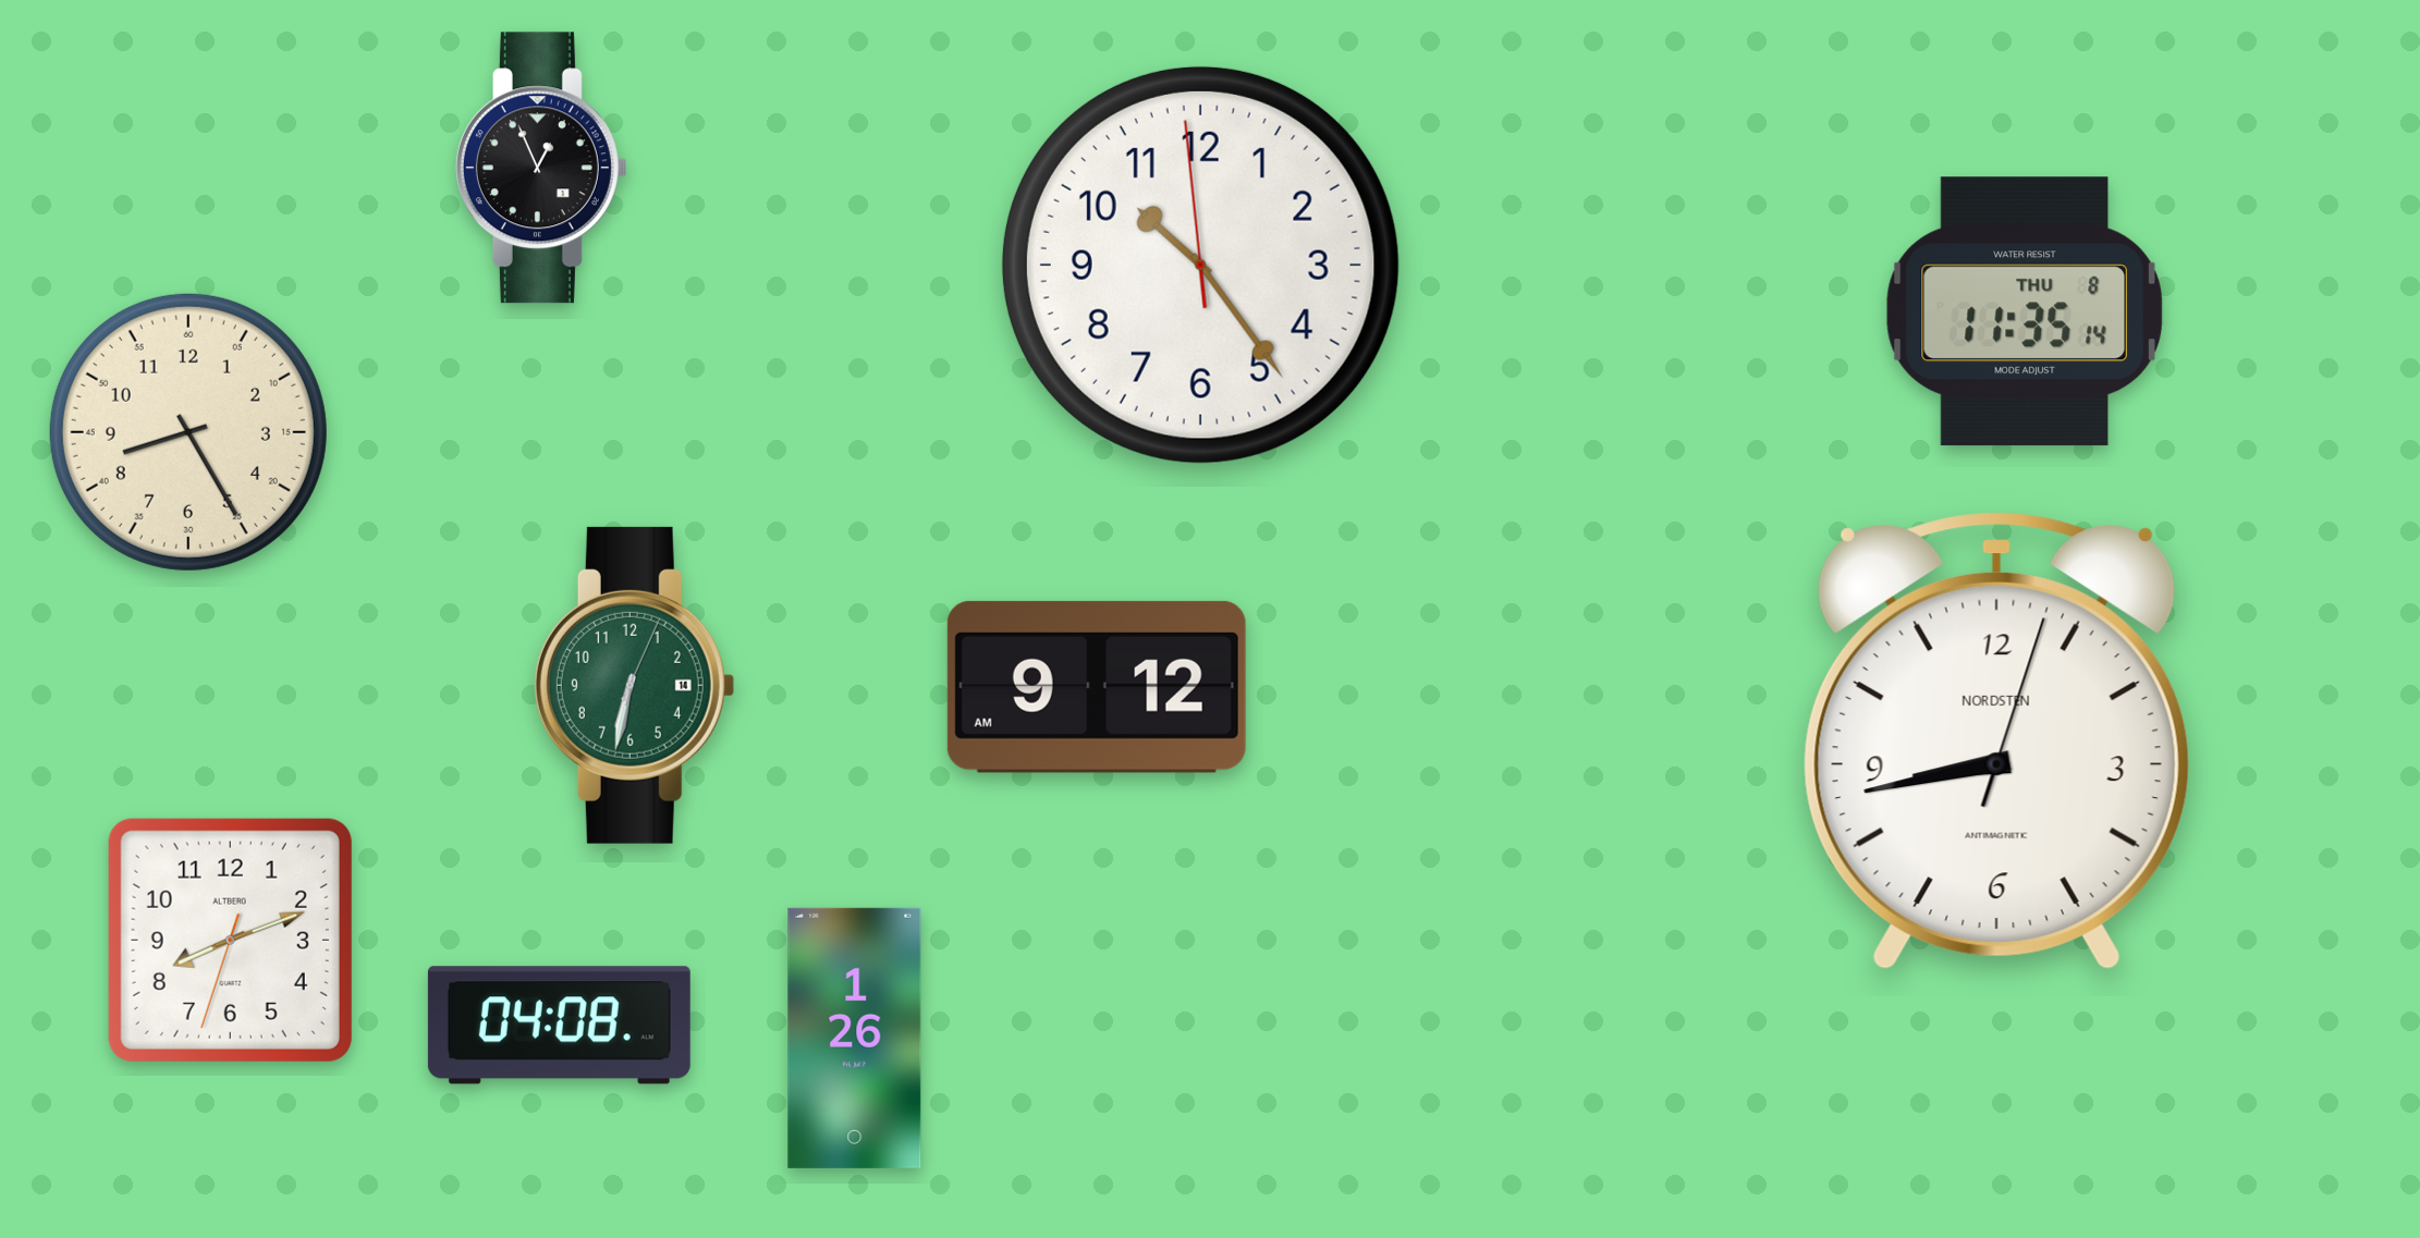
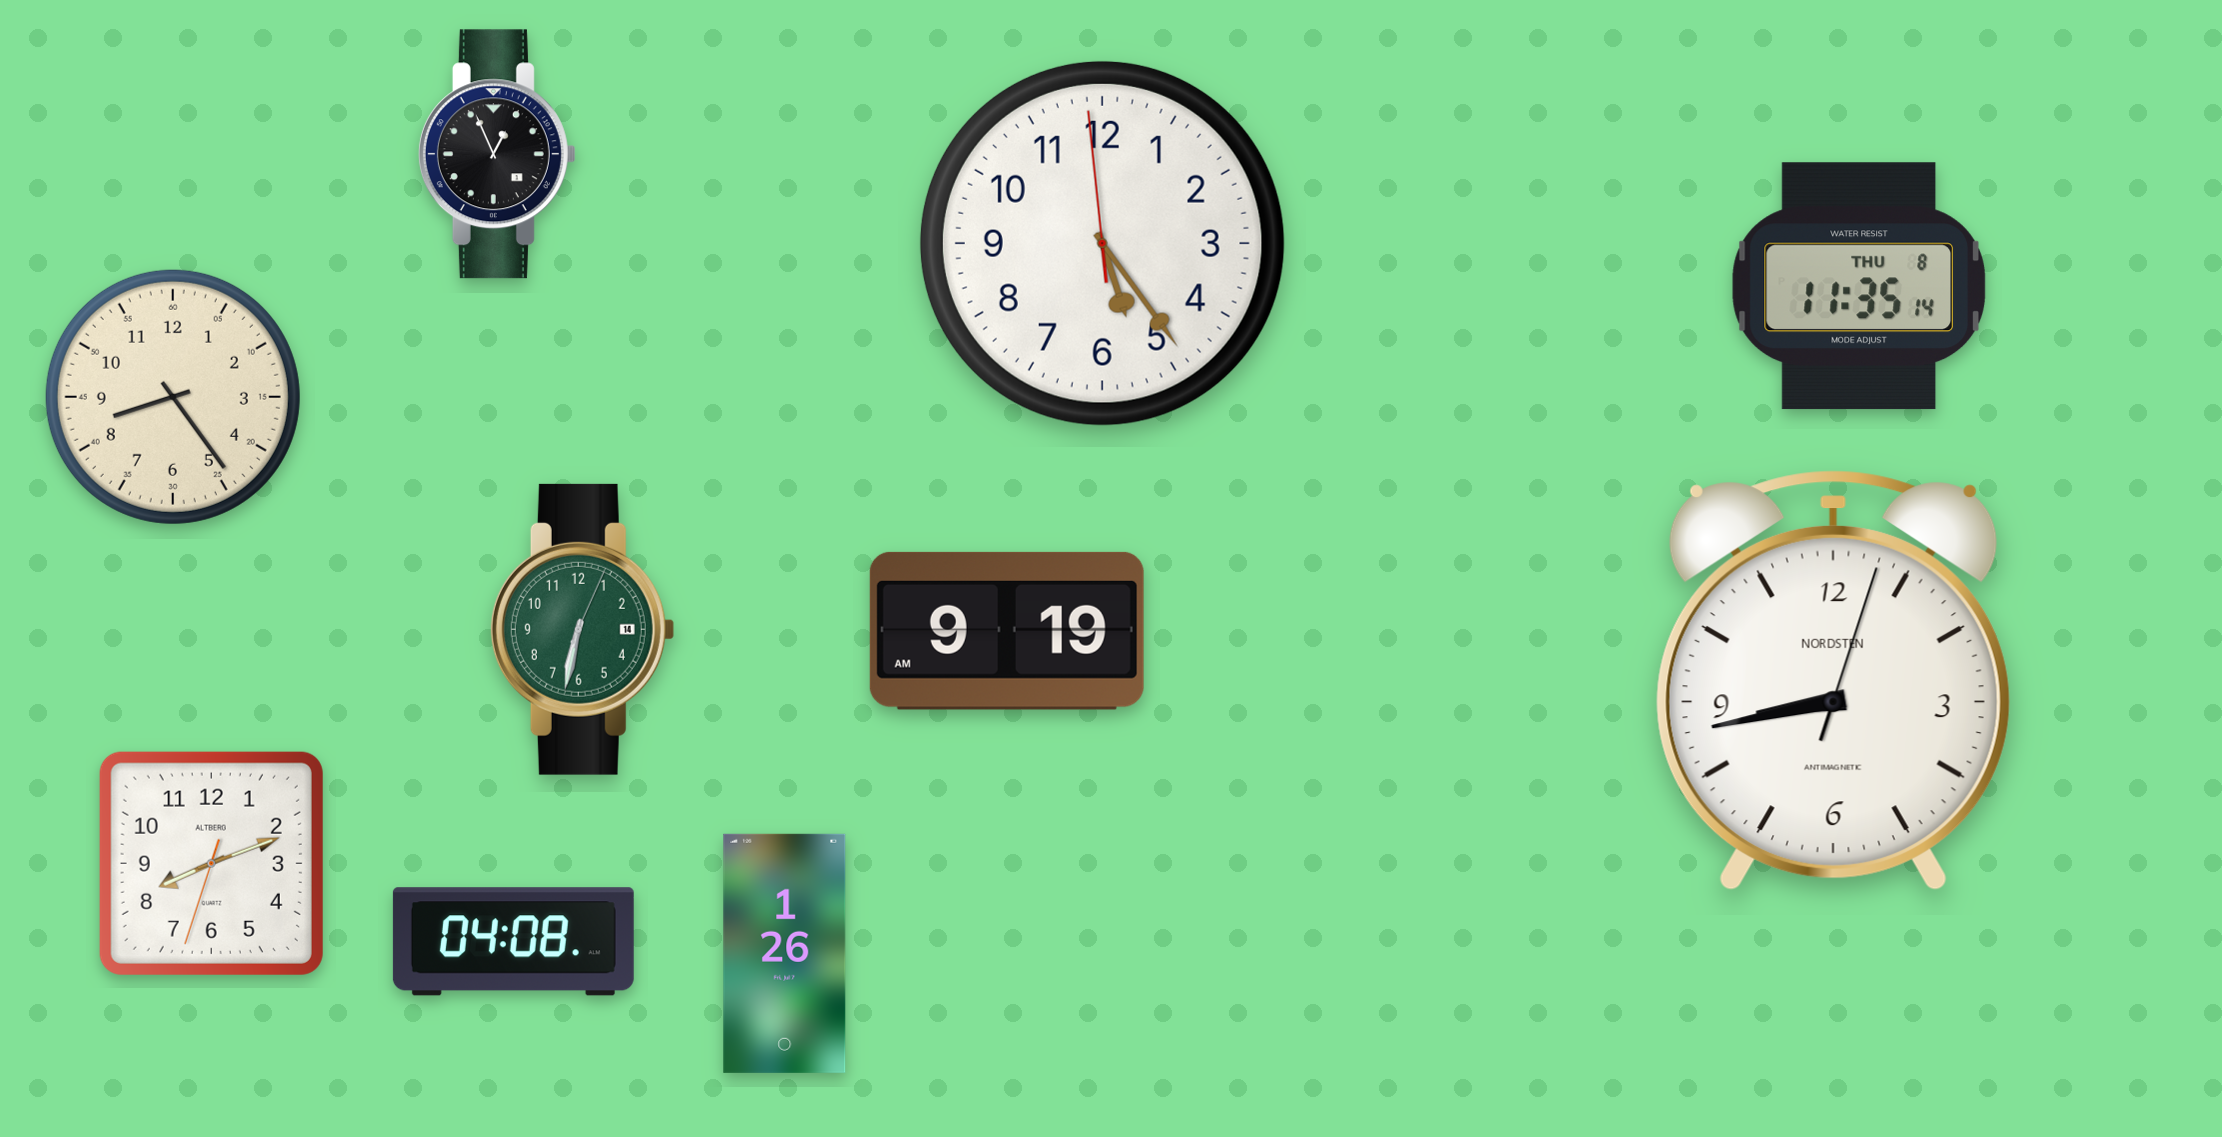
clock at (1200, 265): 10:23 -> 5:23
clock at (188, 432): 8:25 -> 8:24
clock at (1097, 687): 9:12 -> 9:19
